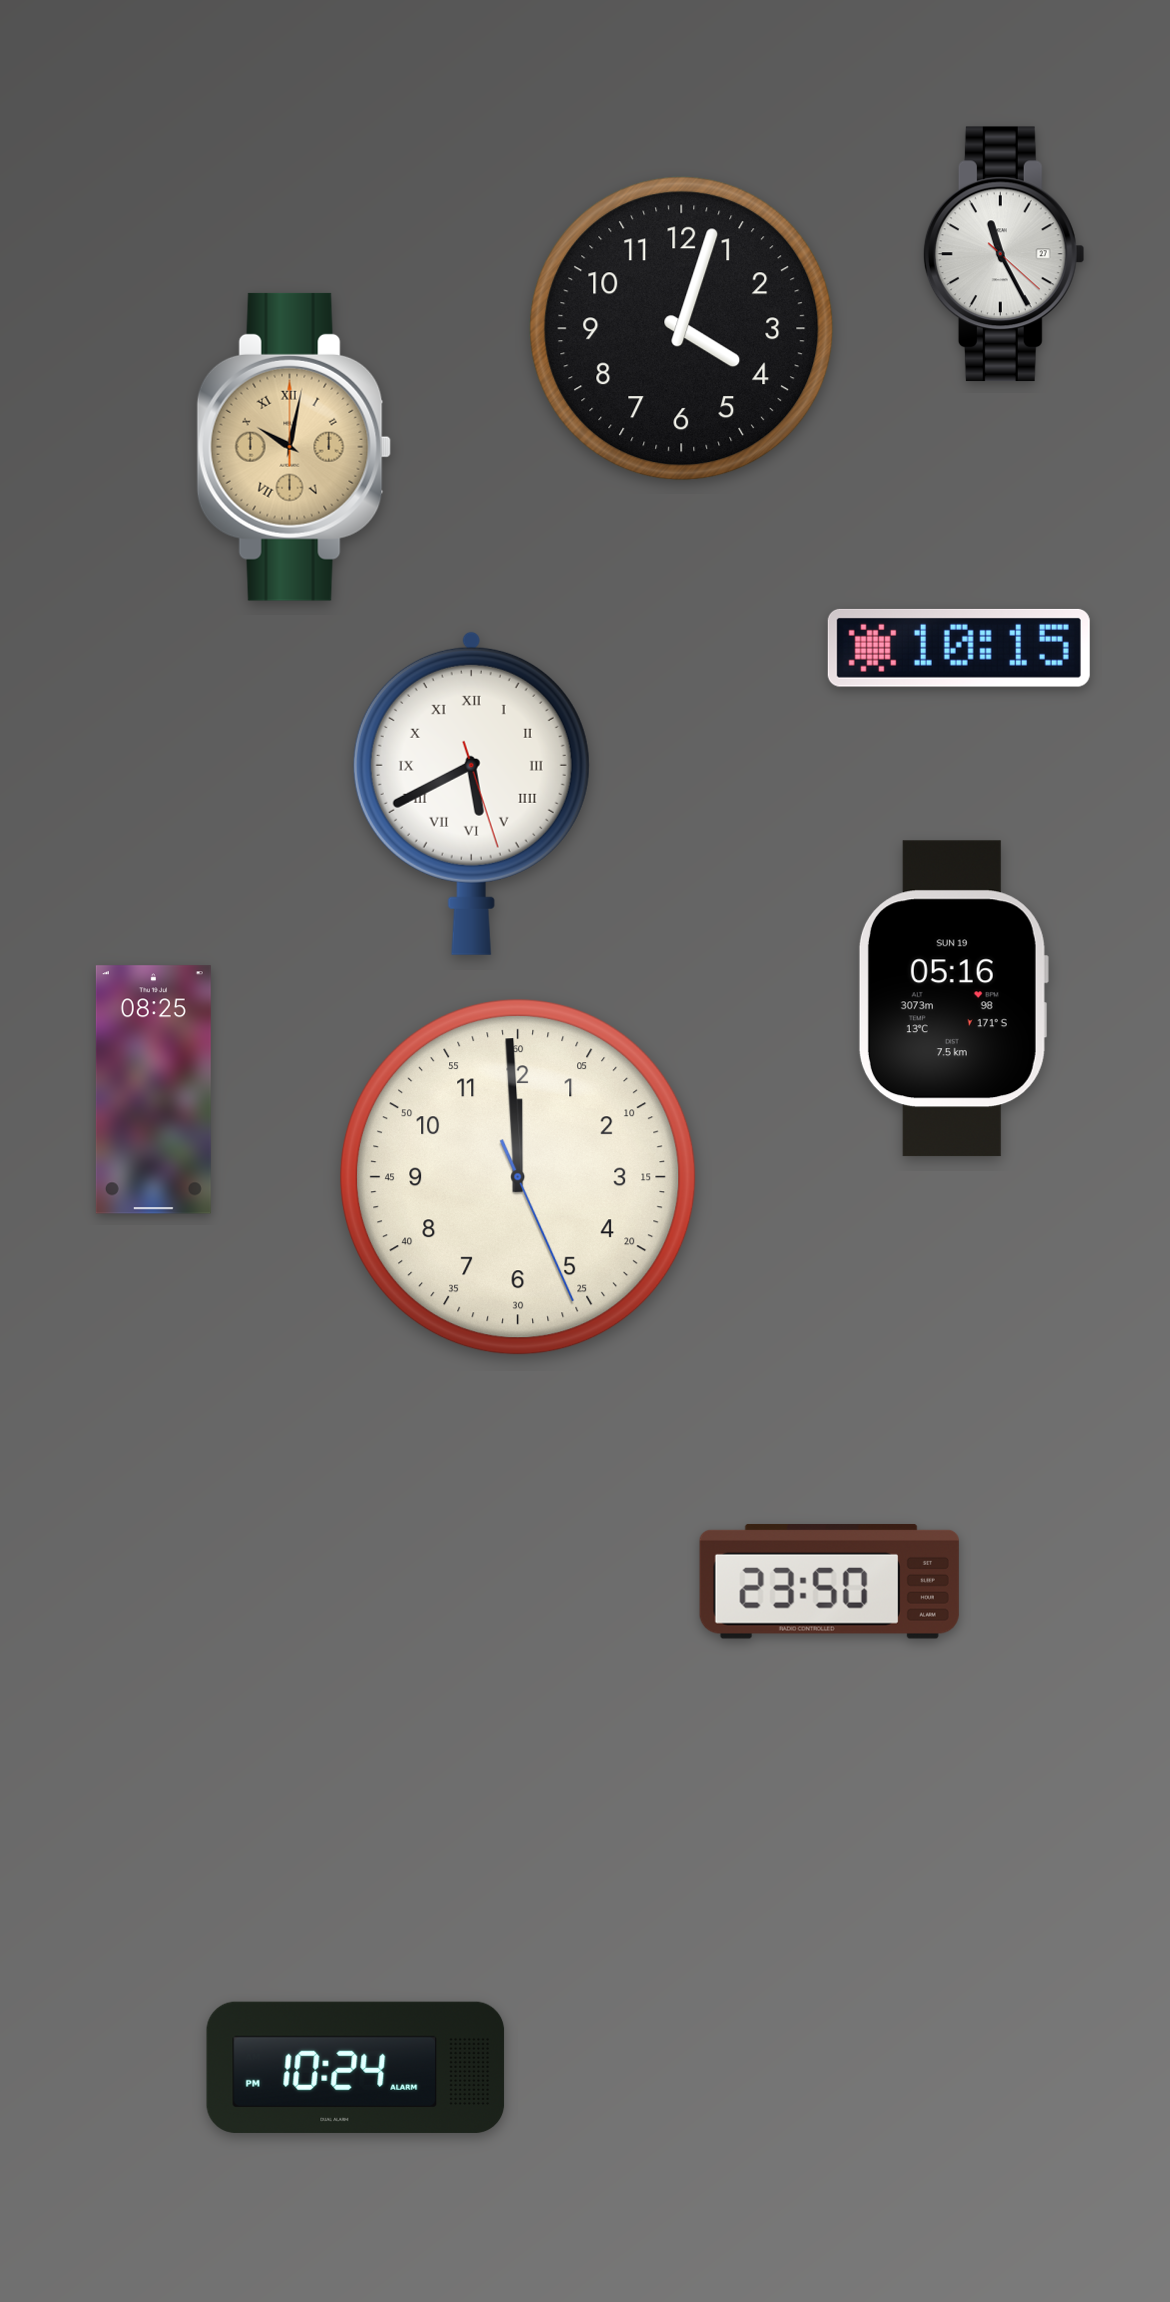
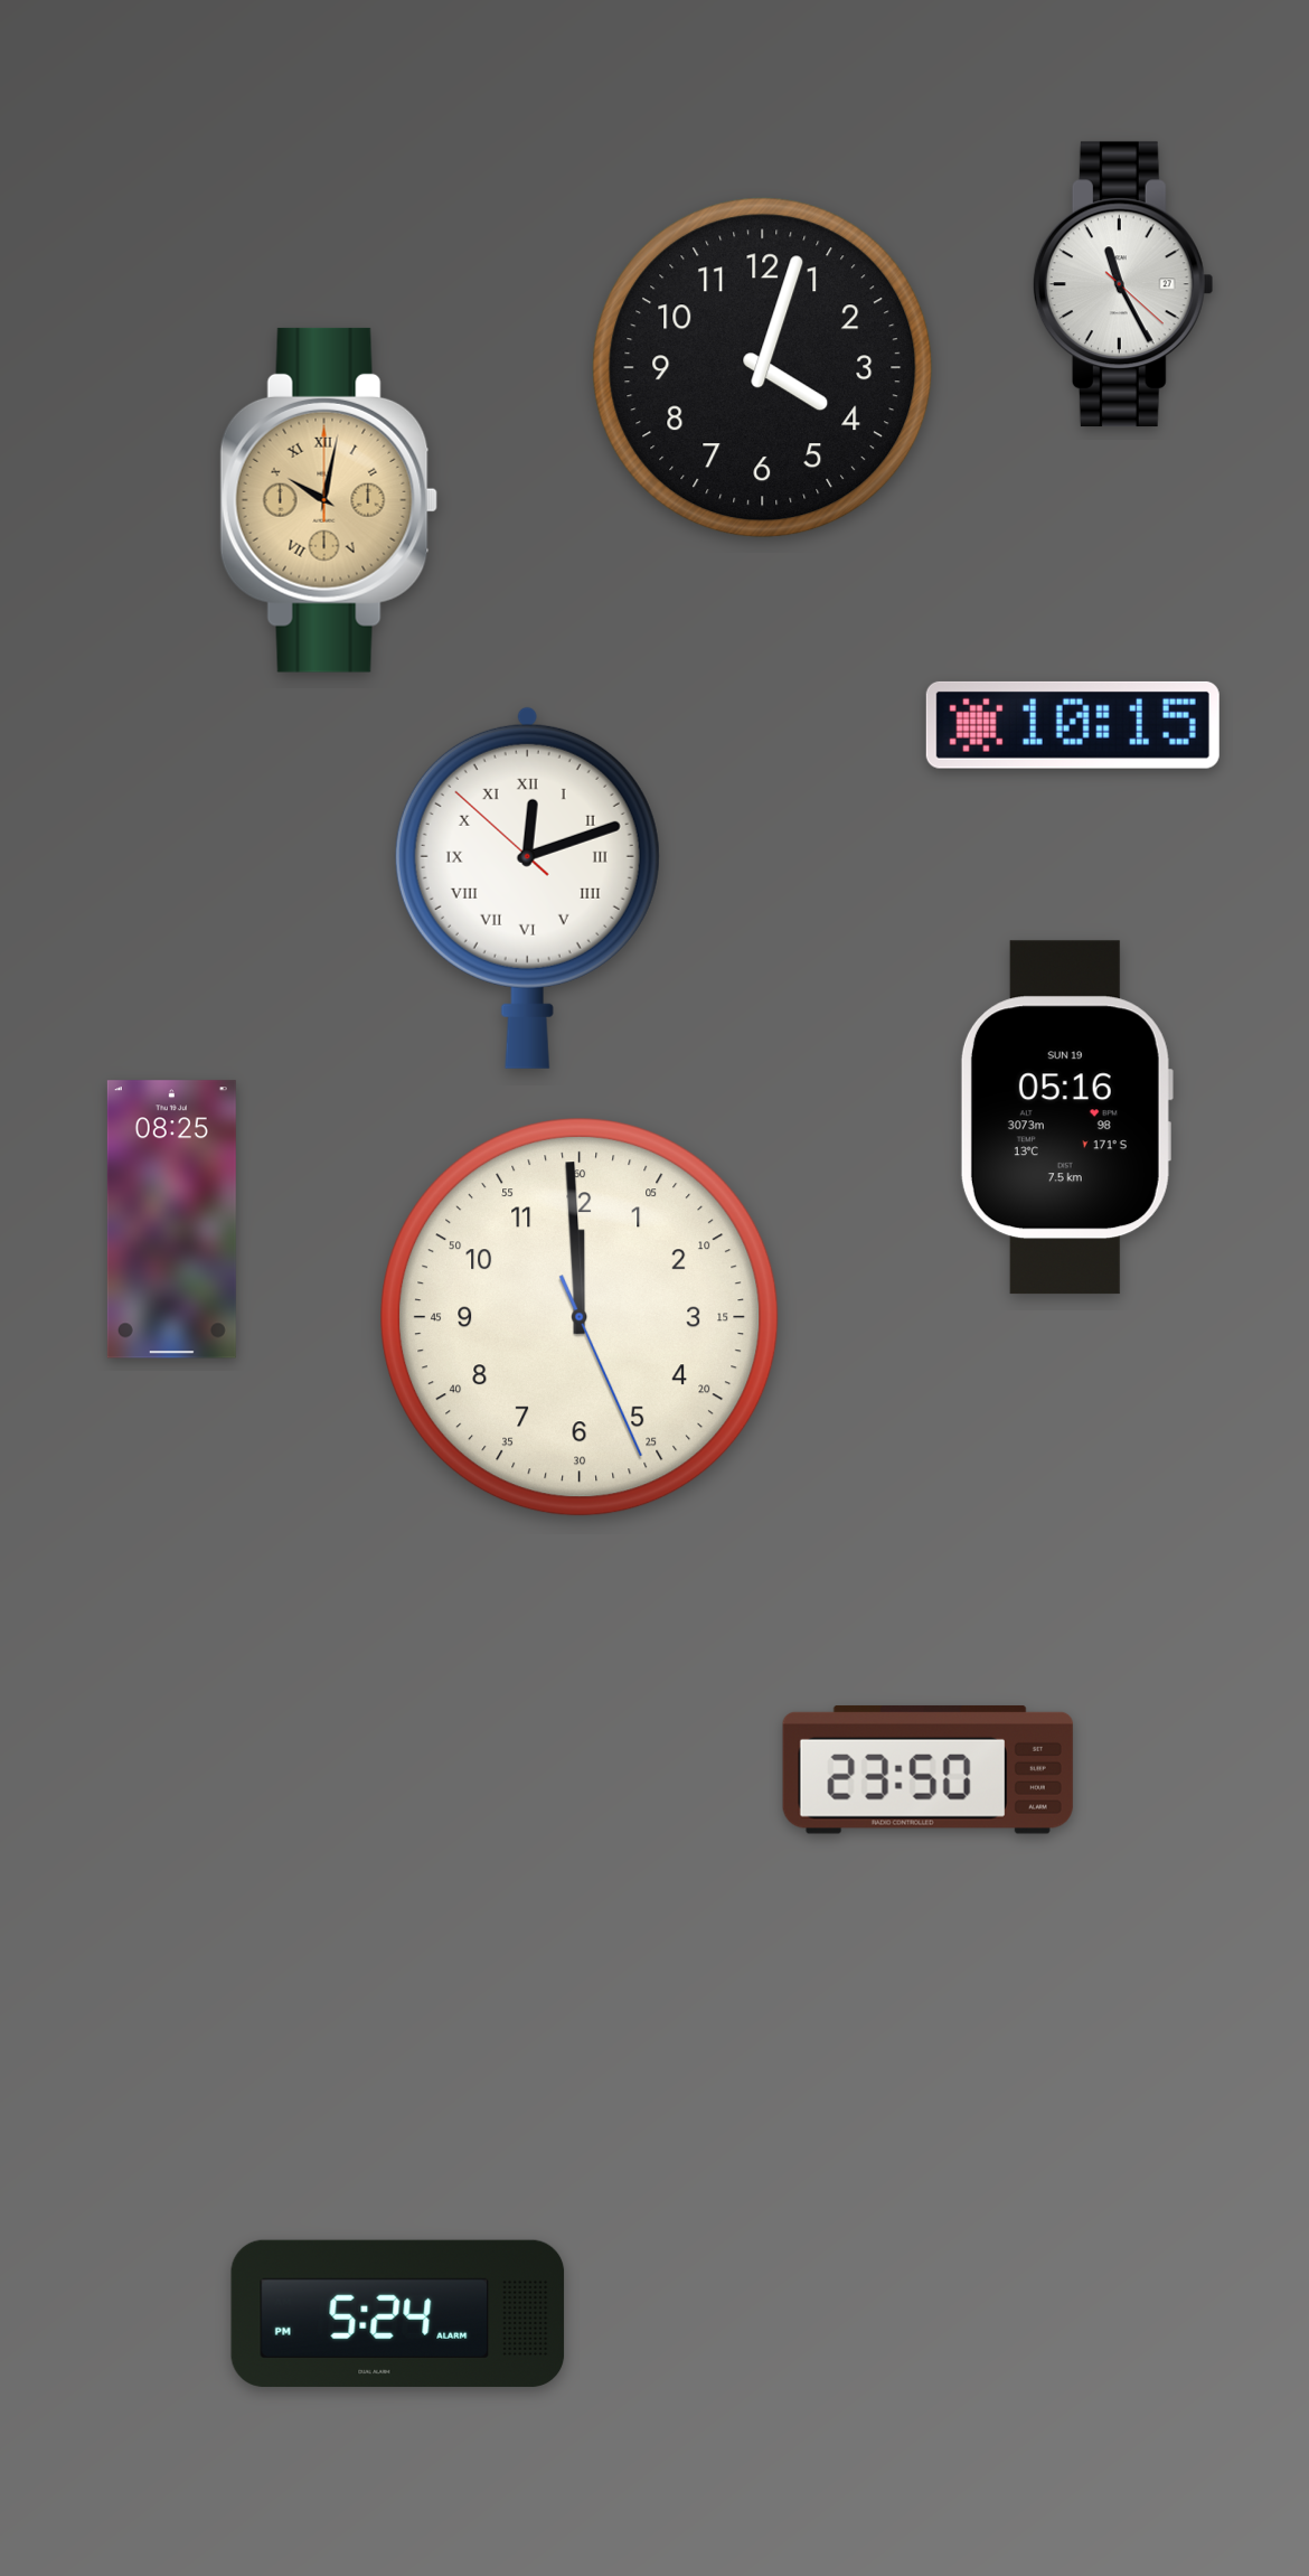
clock at (471, 793): 5:40 -> 12:11
clock at (356, 2067): 10:24 -> 5:24
